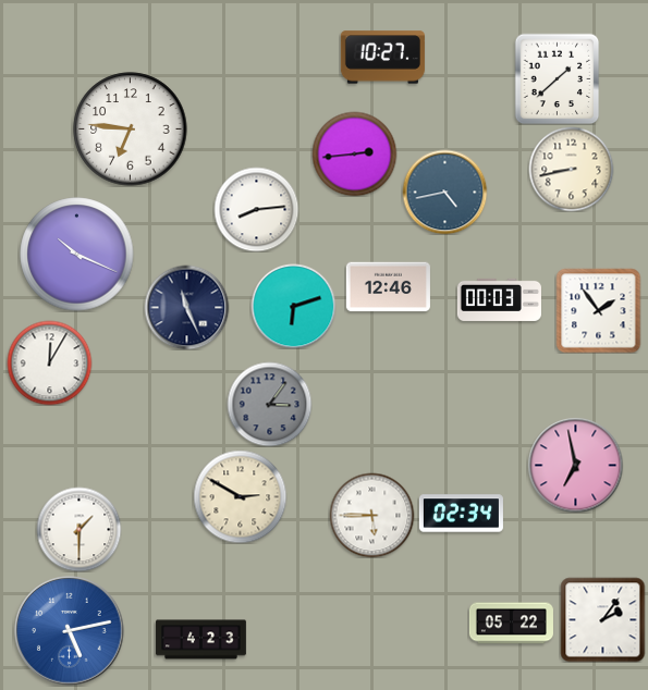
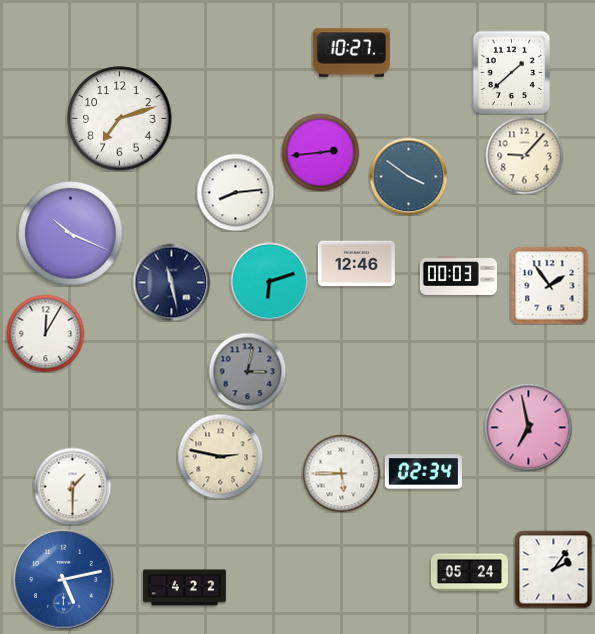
clock at (131, 130): 6:46 -> 7:12
clock at (354, 153) position: (354, 153) -> (320, 152)
clock at (571, 169): 8:43 -> 9:07
clock at (444, 192): 4:43 -> 3:51
clock at (186, 307): 11:26 -> 11:28
clock at (269, 404): 3:06 -> 3:02
clock at (240, 496): 2:50 -> 2:47
clock at (511, 624): 05:22 -> 05:24
clock at (201, 640): 4:23 -> 4:22
